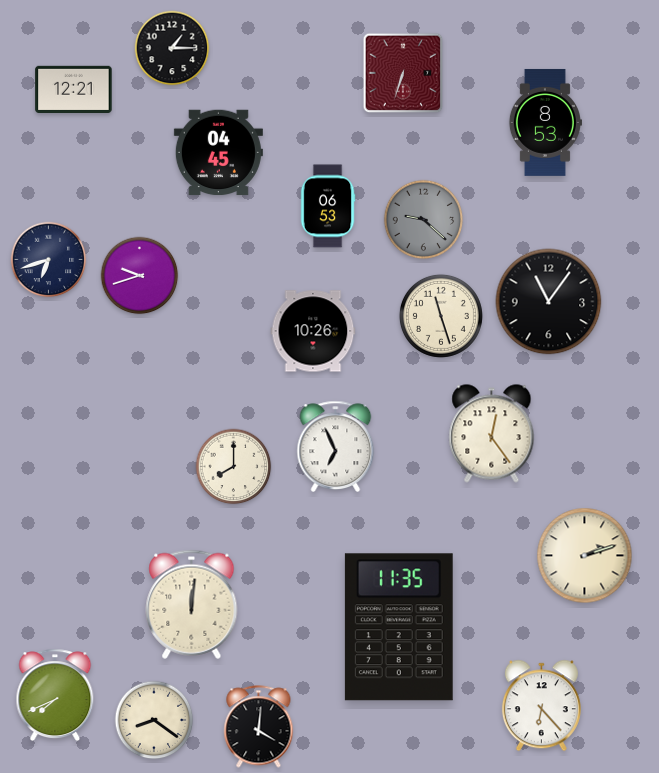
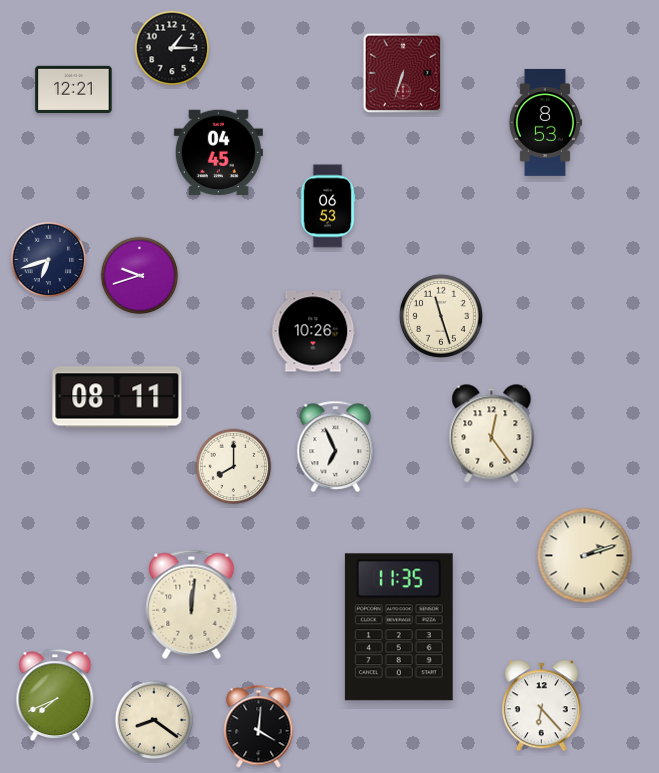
clock at (424, 220): 9:22 -> none
clock at (549, 302): 11:06 -> none
clock at (117, 397): none -> 08:11
